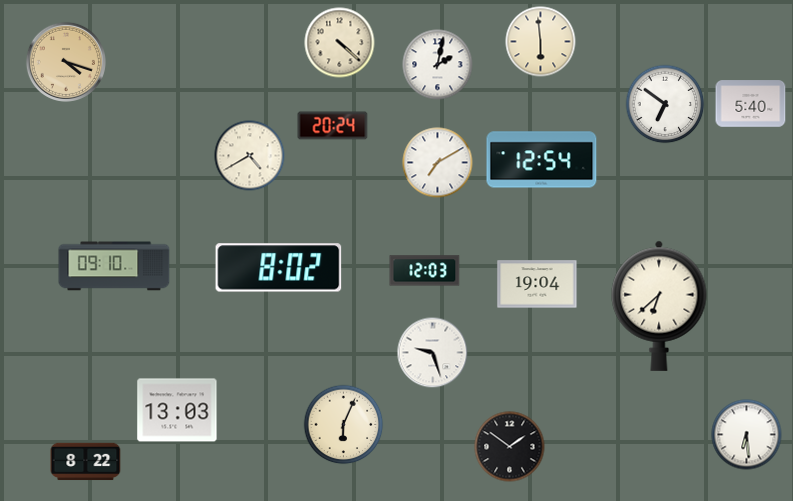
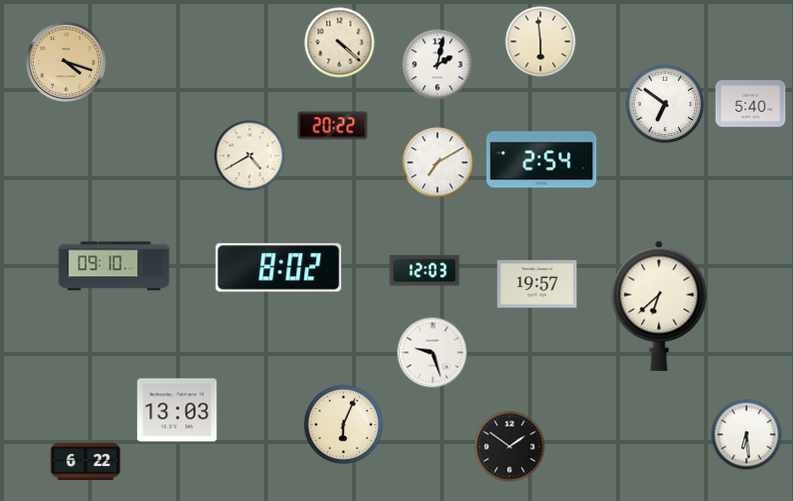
clock at (333, 126): 20:24 -> 20:22
clock at (542, 160): 12:54 -> 2:54
clock at (537, 284): 19:04 -> 19:57
clock at (86, 462): 8:22 -> 6:22
